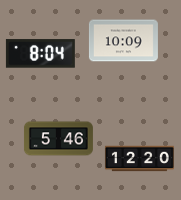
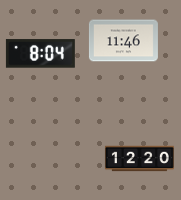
clock at (123, 41): 10:09 -> 11:46
clock at (58, 139): 5:46 -> none
